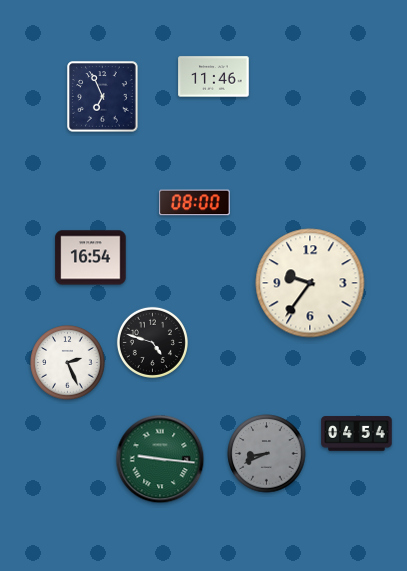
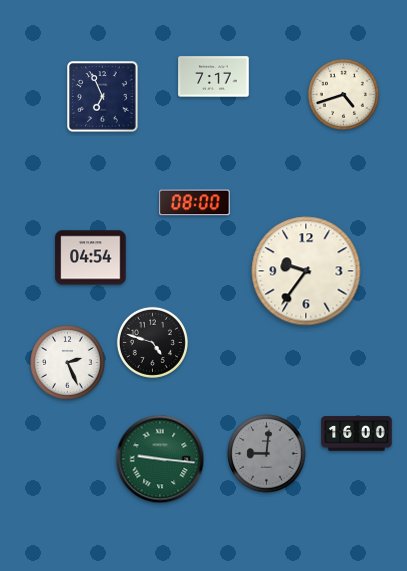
clock at (214, 77): 11:46 -> 7:17
clock at (343, 94): none -> 4:42
clock at (91, 258): 16:54 -> 04:54
clock at (310, 283) position: (310, 283) -> (306, 271)
clock at (357, 434): 04:54 -> 16:00
clock at (267, 454): 8:41 -> 9:01
